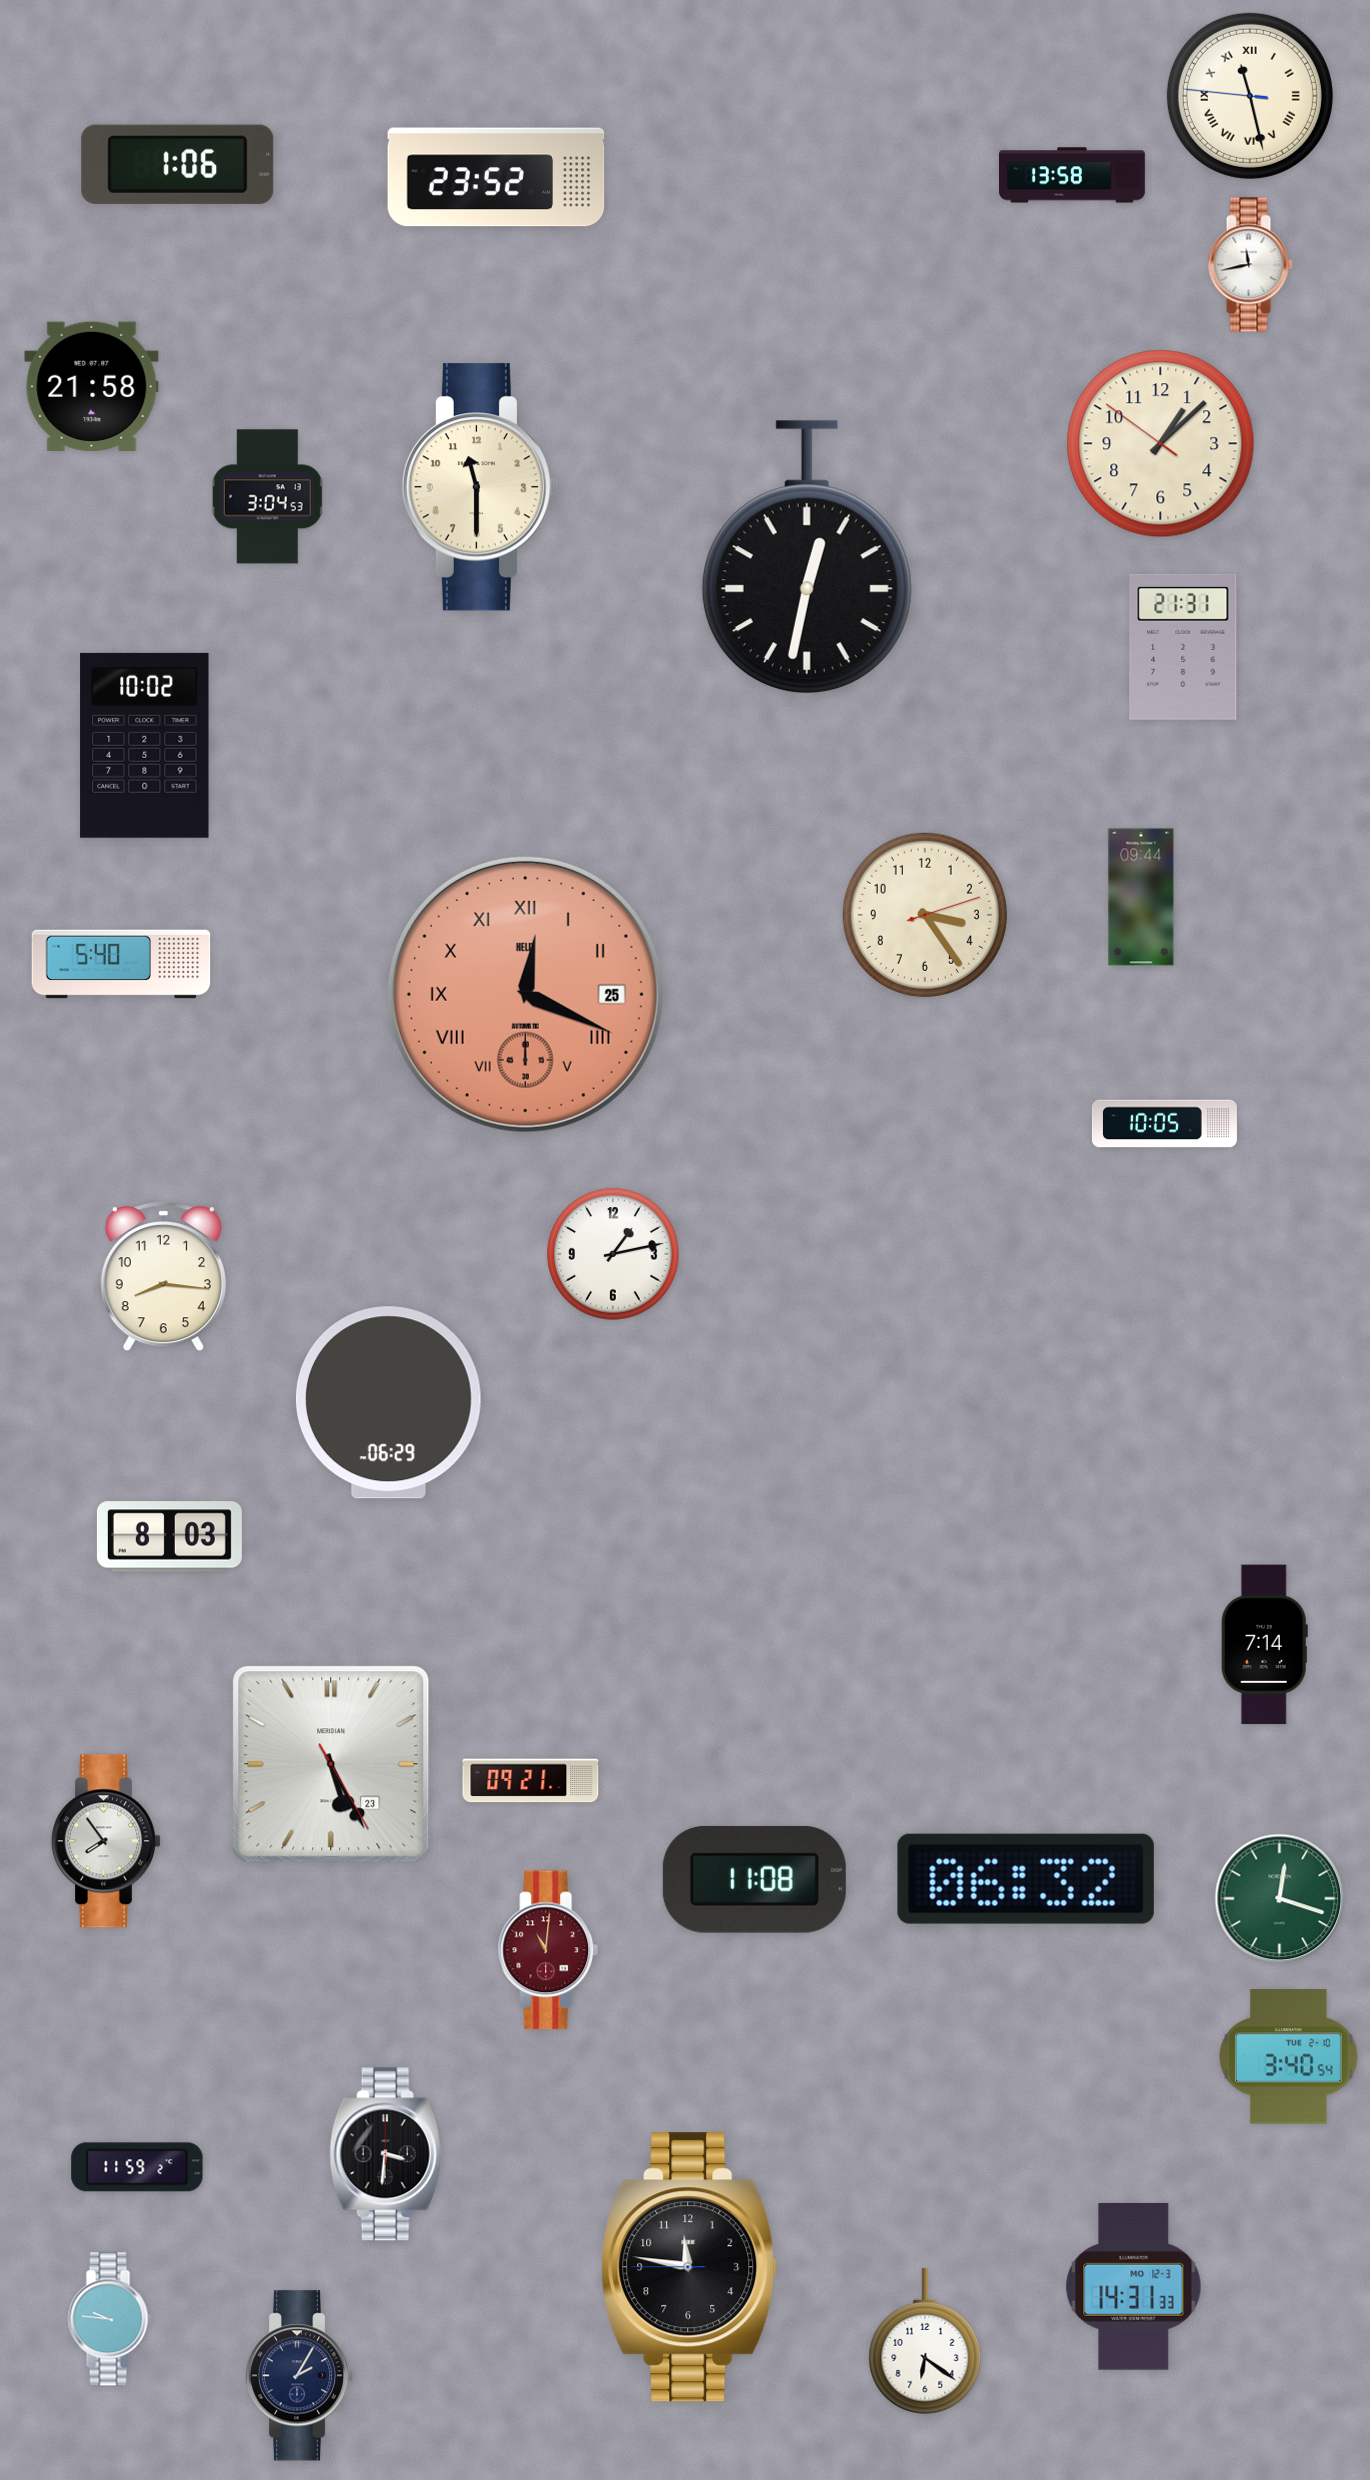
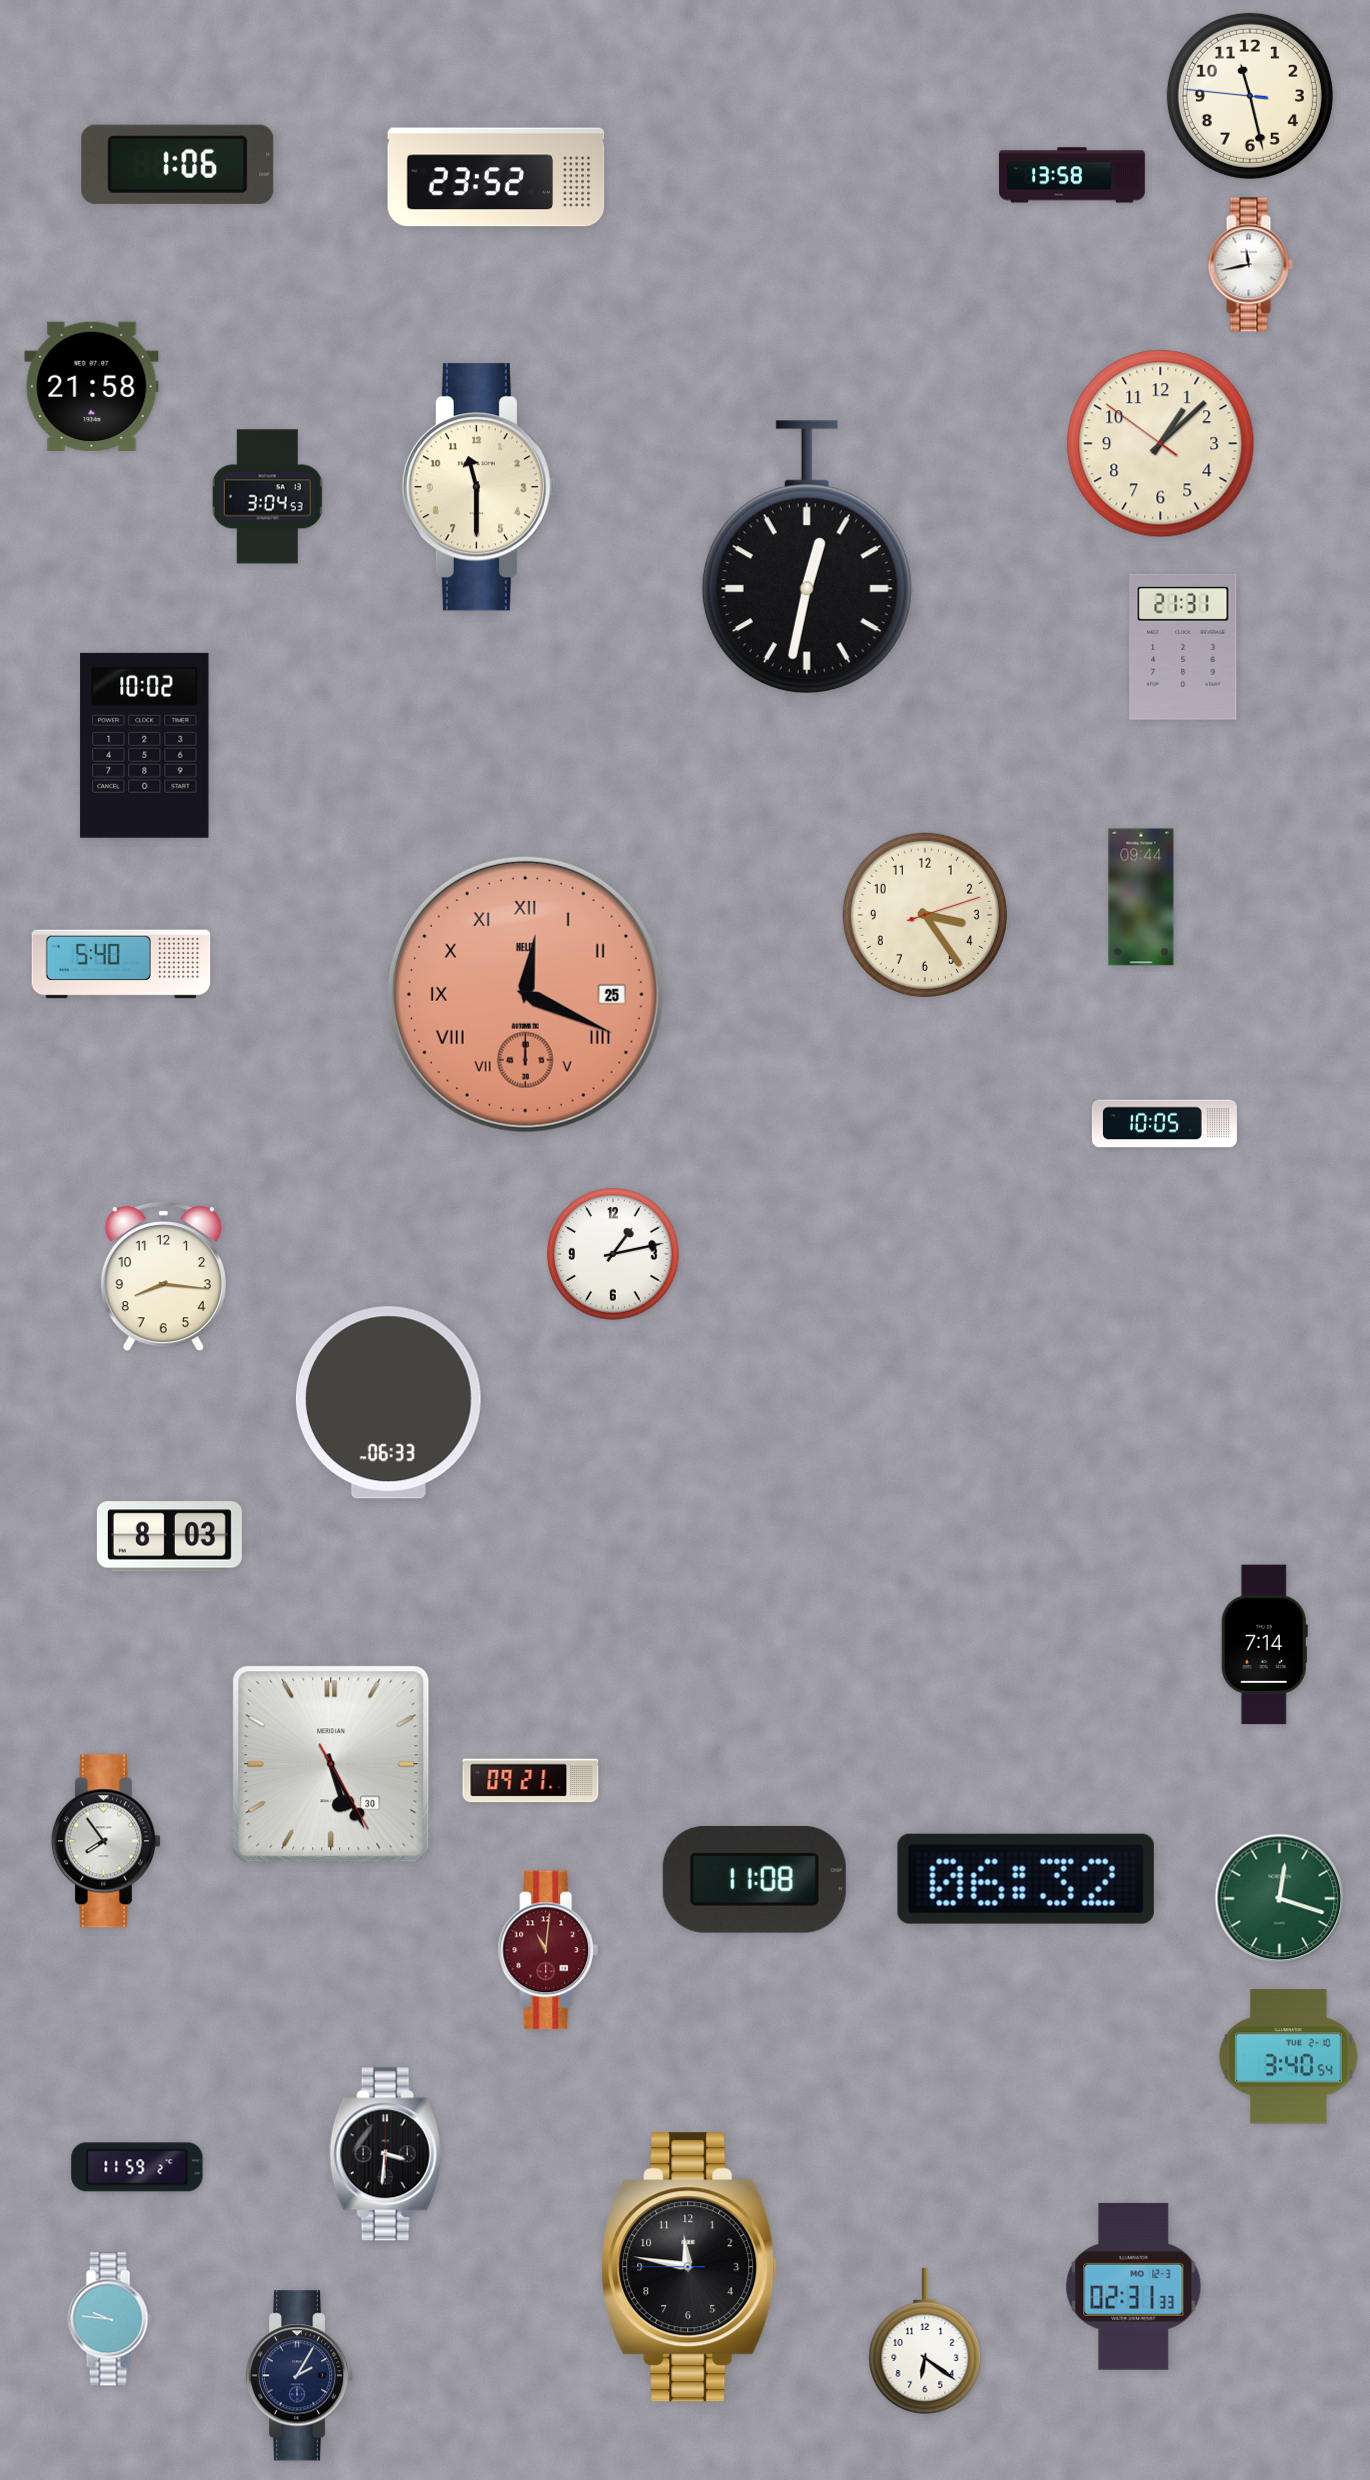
clock at (1250, 96) numerals: Roman -> Arabic
clock at (388, 1403): 06:29 -> 06:33
clock at (331, 1764) date: 23 -> 30
clock at (1134, 2286): 14:31 -> 02:31
